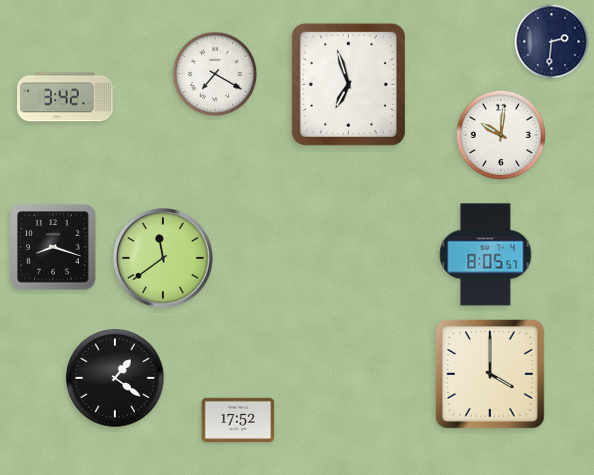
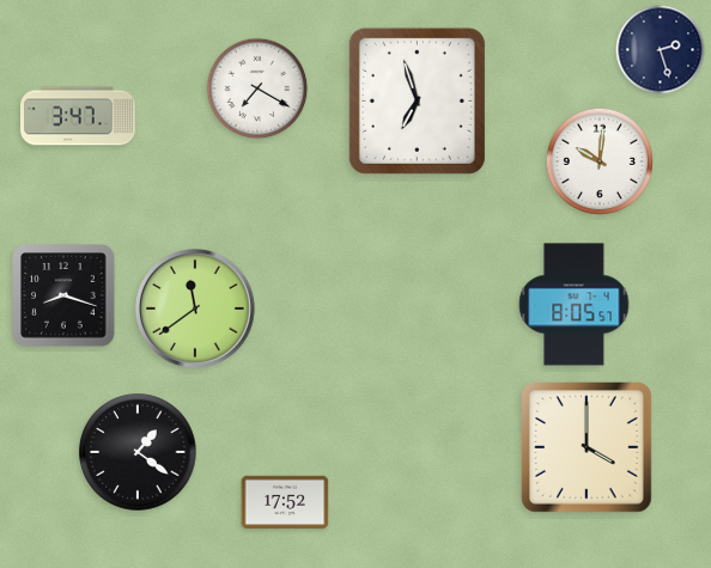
clock at (552, 42): 2:31 -> 2:27
clock at (65, 97): 3:42 -> 3:47
clock at (486, 255) position: (486, 255) -> (575, 305)
